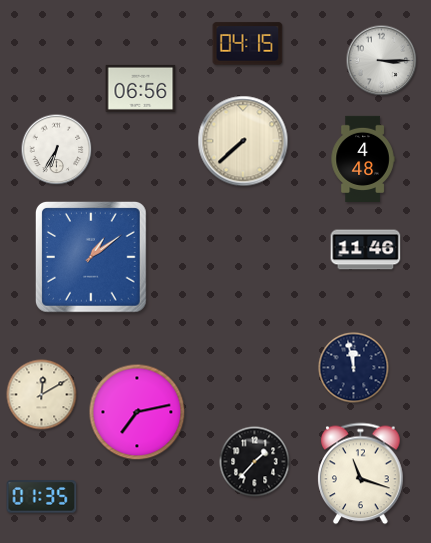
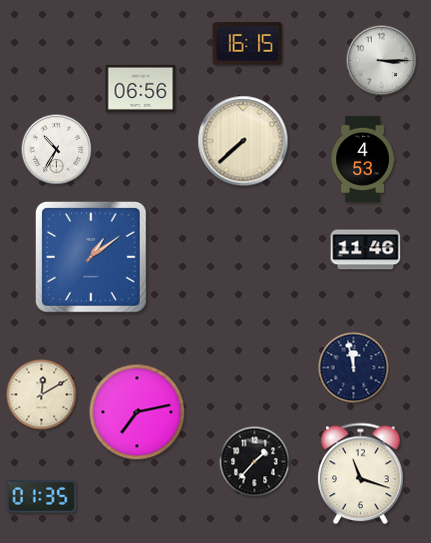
clock at (248, 44): 04:15 -> 16:15
clock at (57, 150): 6:35 -> 10:35
clock at (363, 158): 4:48 -> 4:53
